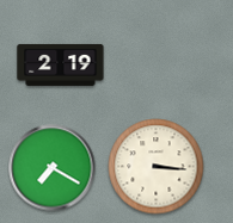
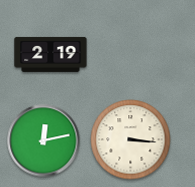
clock at (53, 168): 7:20 -> 12:13
